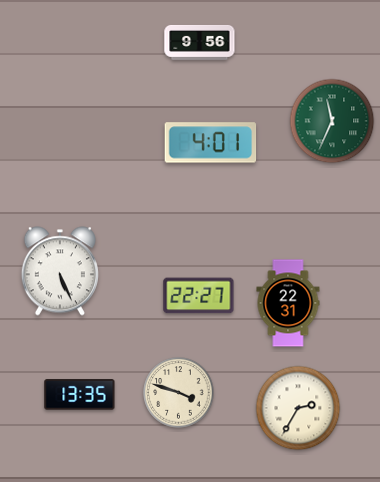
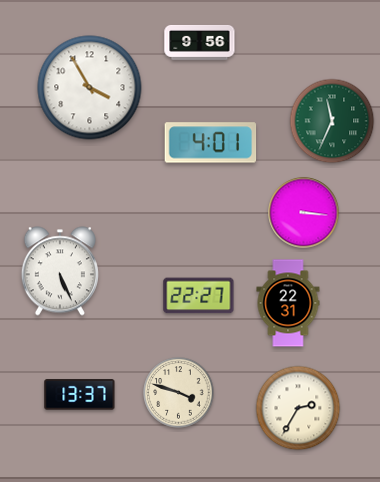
clock at (90, 88): none -> 3:55
clock at (304, 213): none -> 3:16
clock at (80, 395): 13:35 -> 13:37
